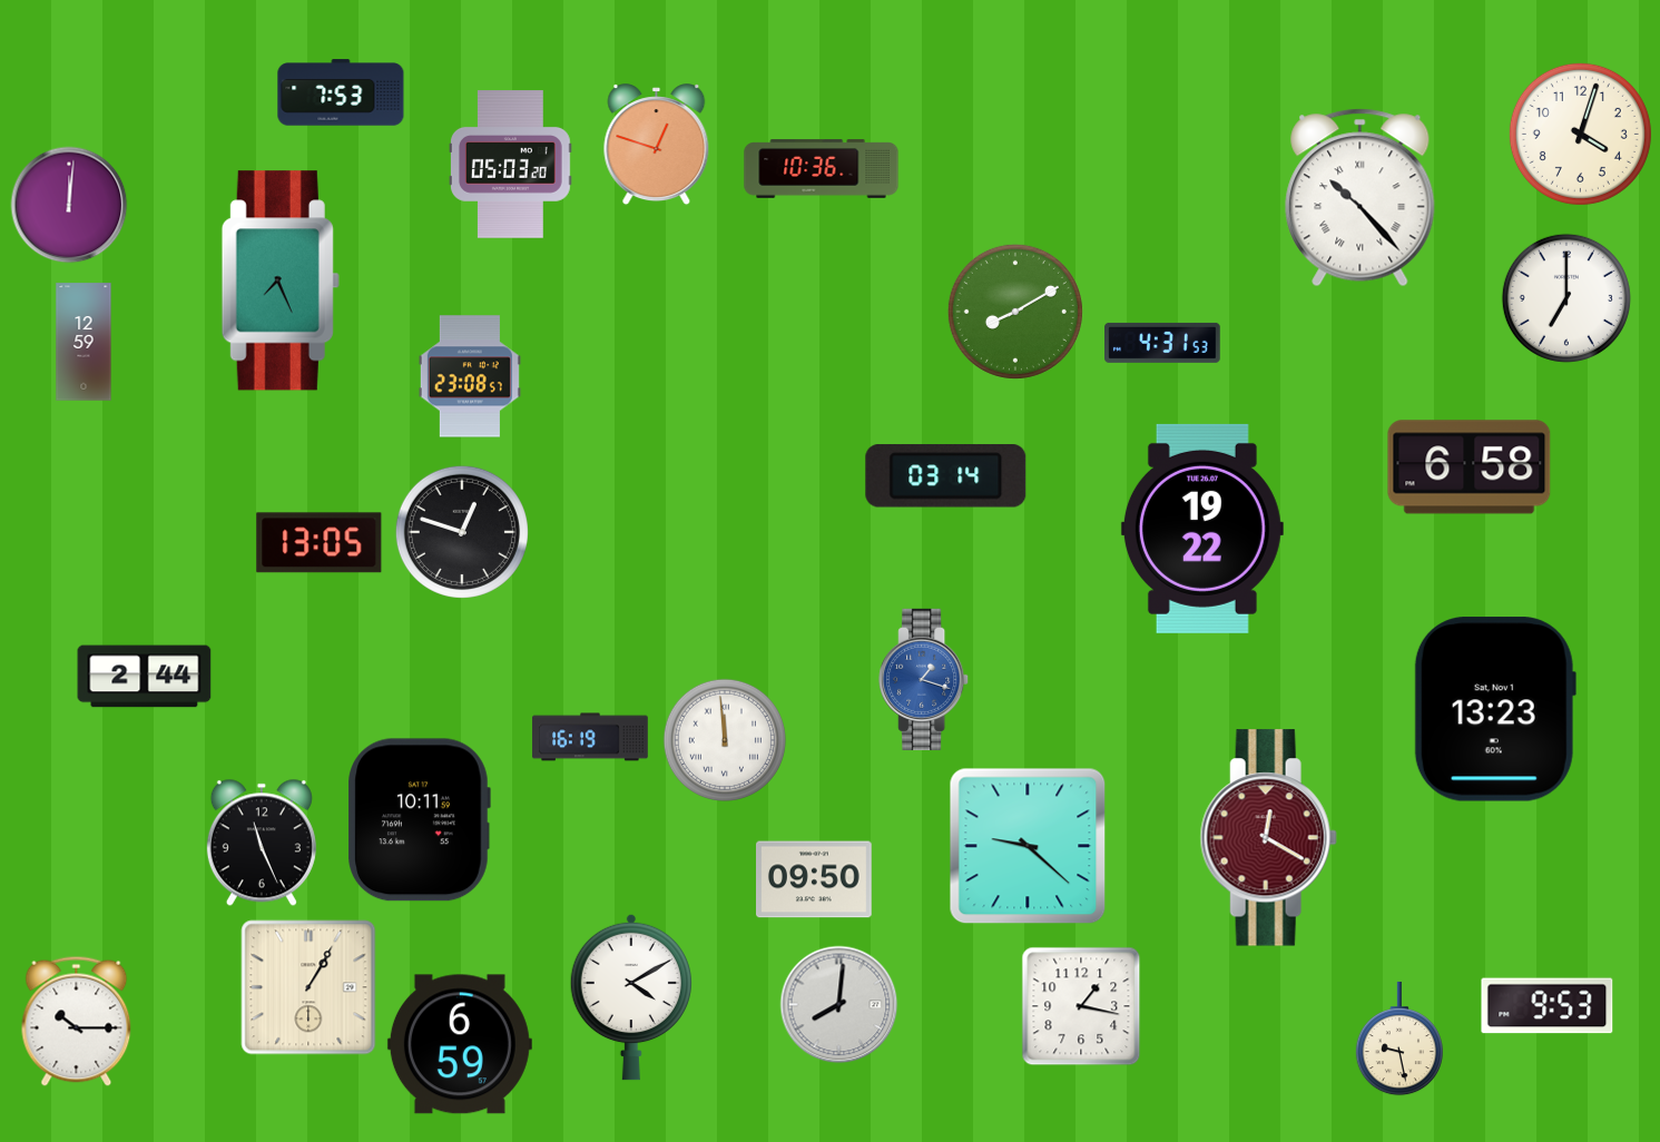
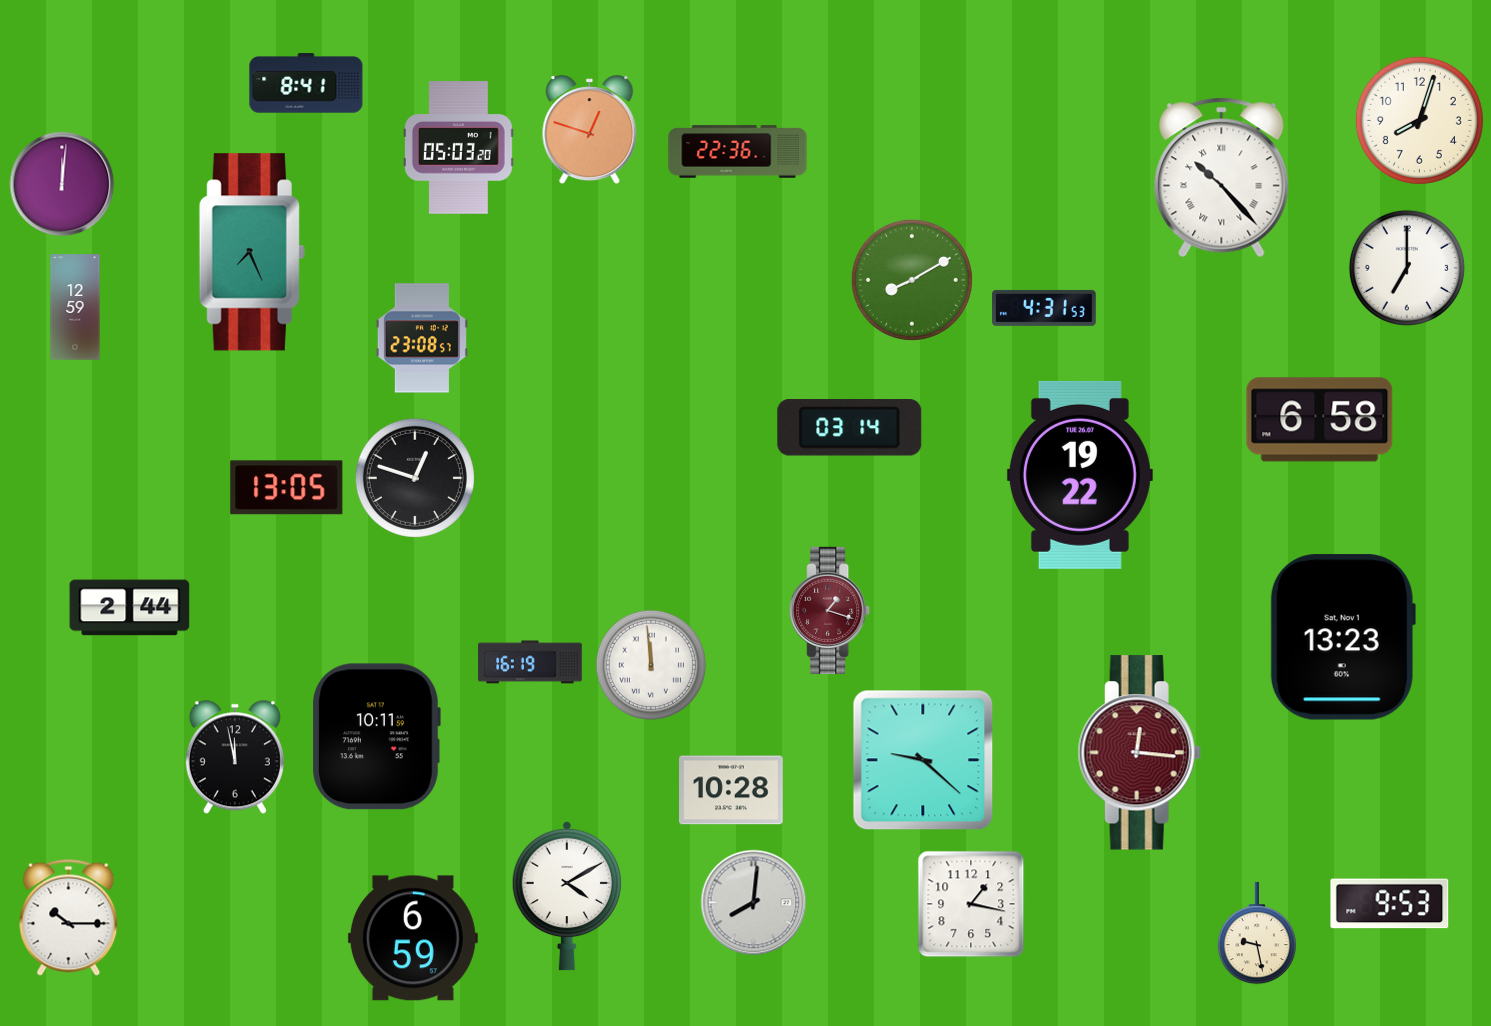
clock at (341, 92): 7:53 -> 8:41
clock at (1580, 134): 4:03 -> 8:03
clock at (822, 169): 10:36 -> 22:36
clock at (924, 679) dial: blue -> burgundy
clock at (1268, 838): 12:20 -> 12:16
clock at (262, 843): 11:26 -> 11:58
clock at (815, 879): 09:50 -> 10:28
clock at (308, 987): 1:05 -> none
